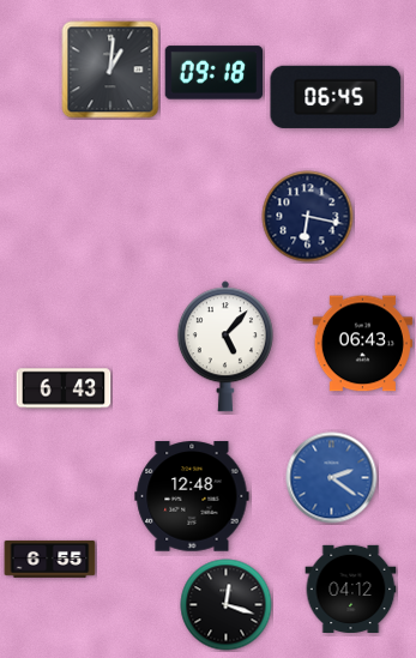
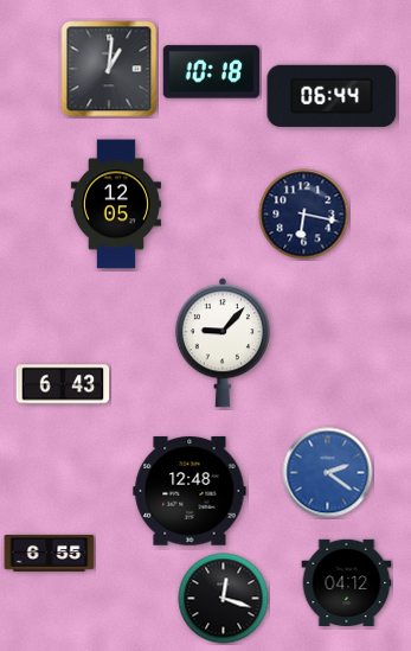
clock at (215, 73): 09:18 -> 10:18
clock at (336, 97): 06:45 -> 06:44
clock at (116, 204): none -> 12:05
clock at (362, 344): 06:43 -> none
clock at (225, 346): 5:07 -> 9:07
